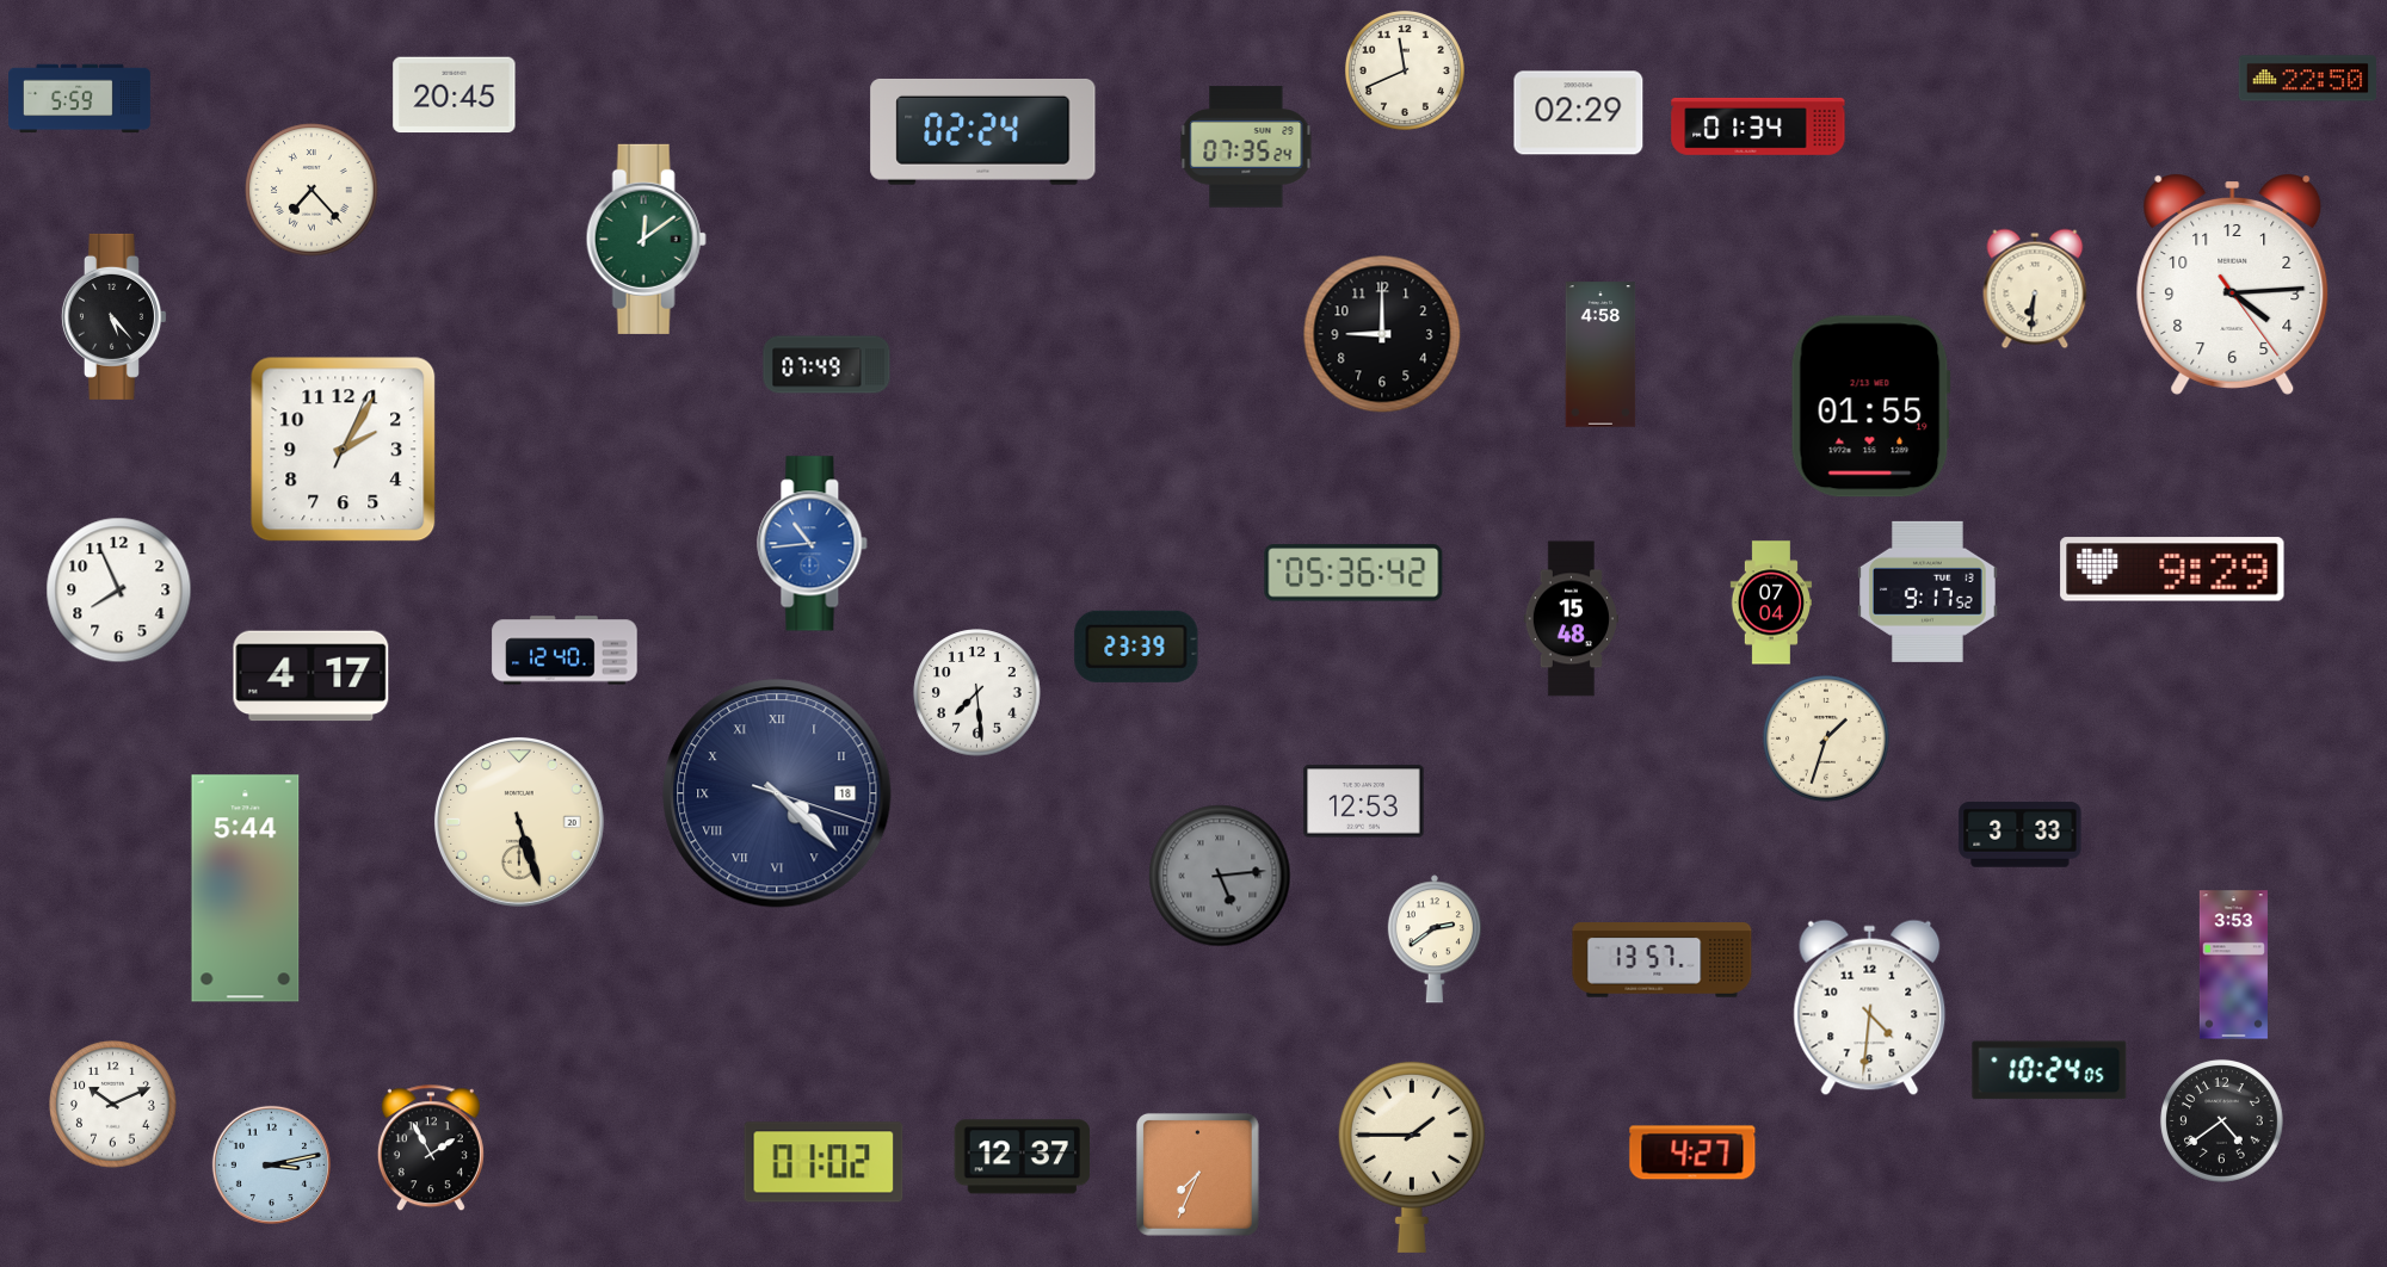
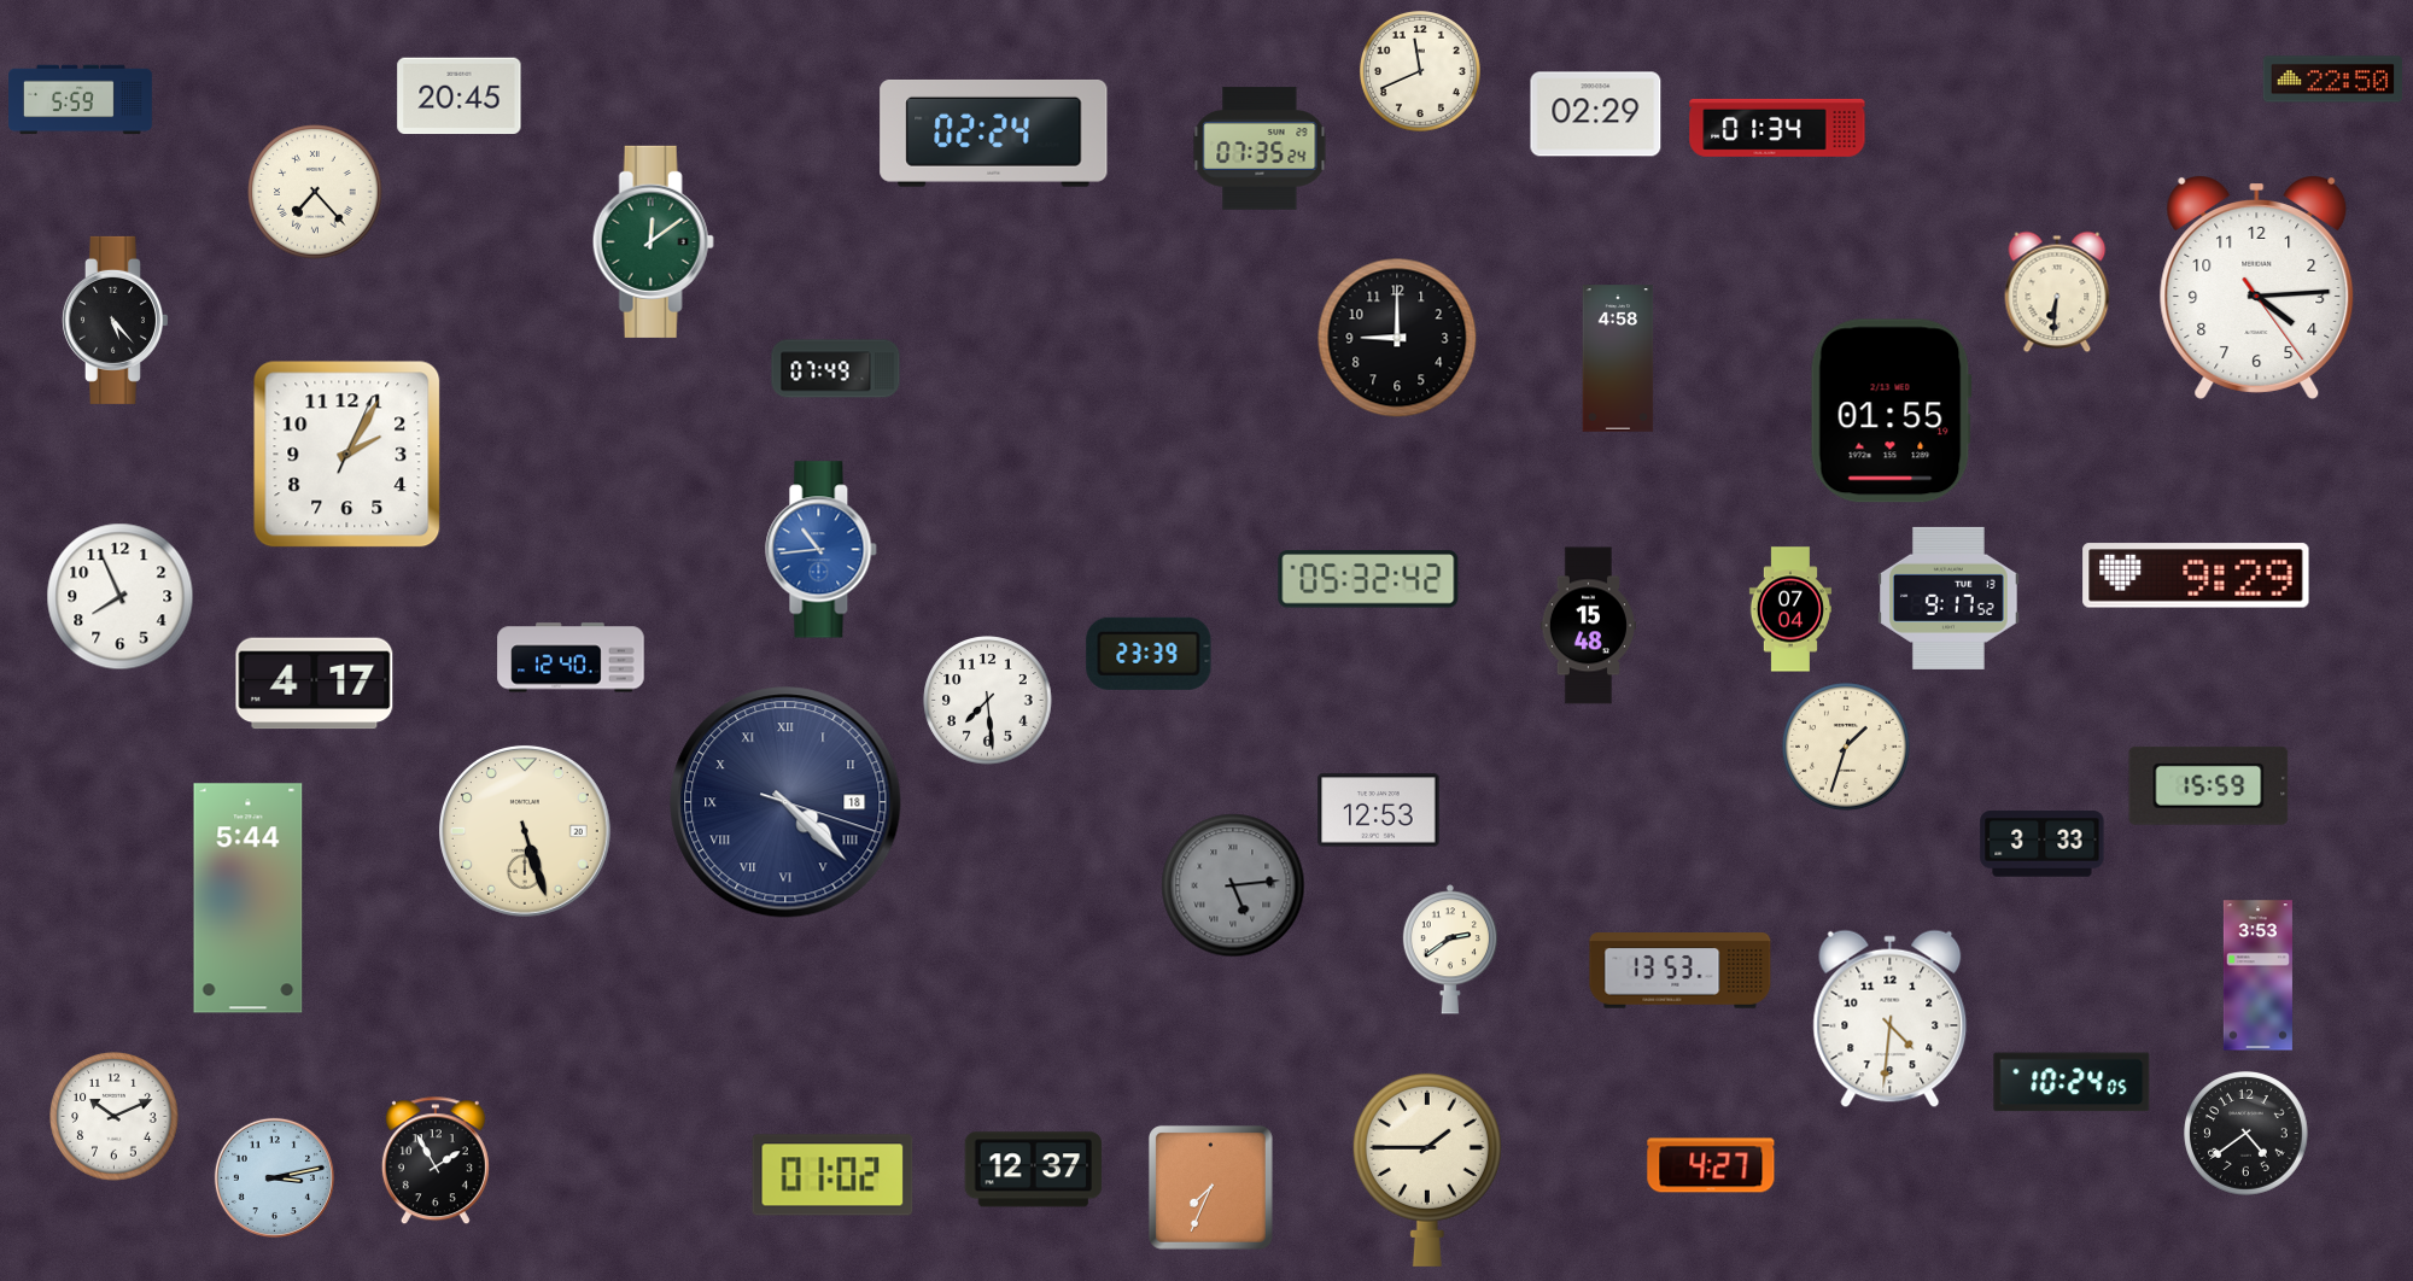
clock at (1353, 573): 05:36 -> 05:32
clock at (2209, 785): none -> 15:59
clock at (1663, 960): 13:57 -> 13:53
